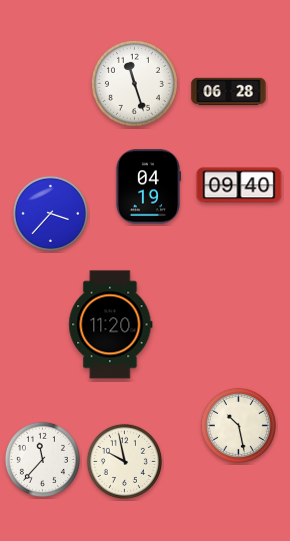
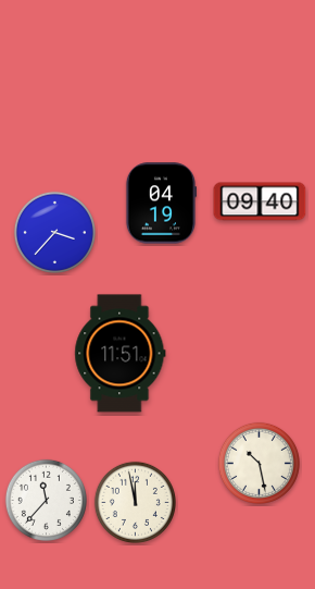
clock at (134, 83): 11:27 -> none
clock at (229, 92): 06:28 -> none
clock at (111, 325): 11:20 -> 11:51
clock at (124, 461): 9:58 -> 11:58
